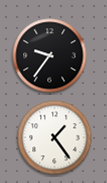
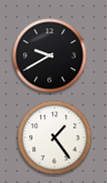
clock at (50, 56): 9:36 -> 9:40
